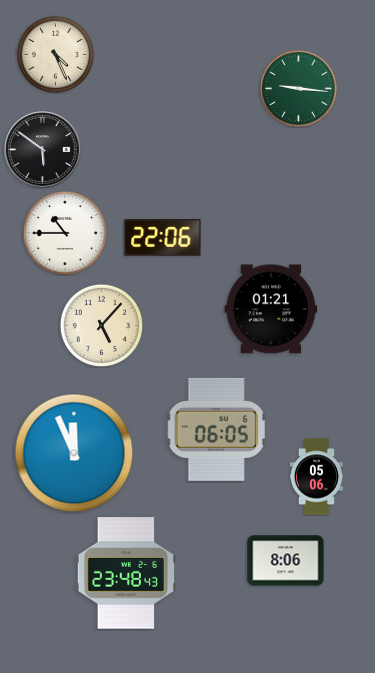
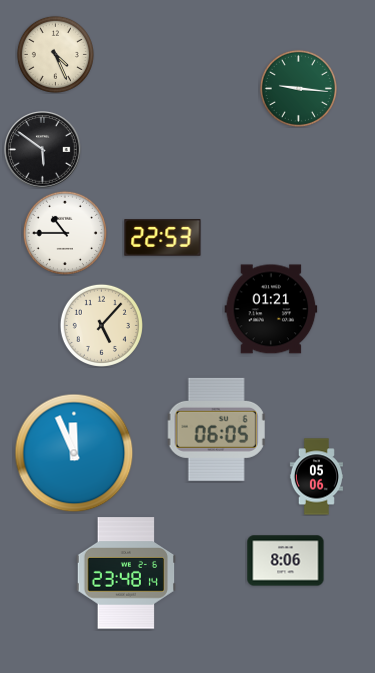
clock at (163, 238): 22:06 -> 22:53
clock at (125, 573): 23:48:43 -> 23:48:14
